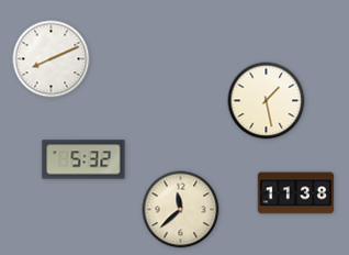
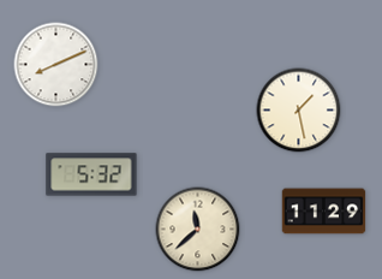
clock at (267, 101) position: (267, 101) -> (299, 111)
clock at (296, 193): 11:38 -> 11:29
